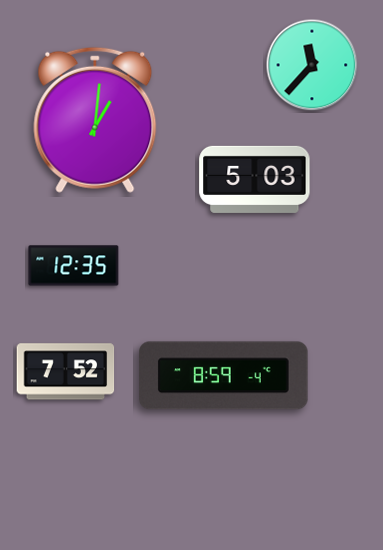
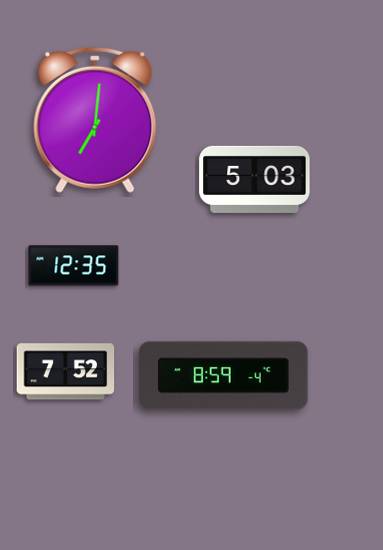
clock at (312, 65): 11:37 -> none
clock at (95, 120): 1:01 -> 7:01
